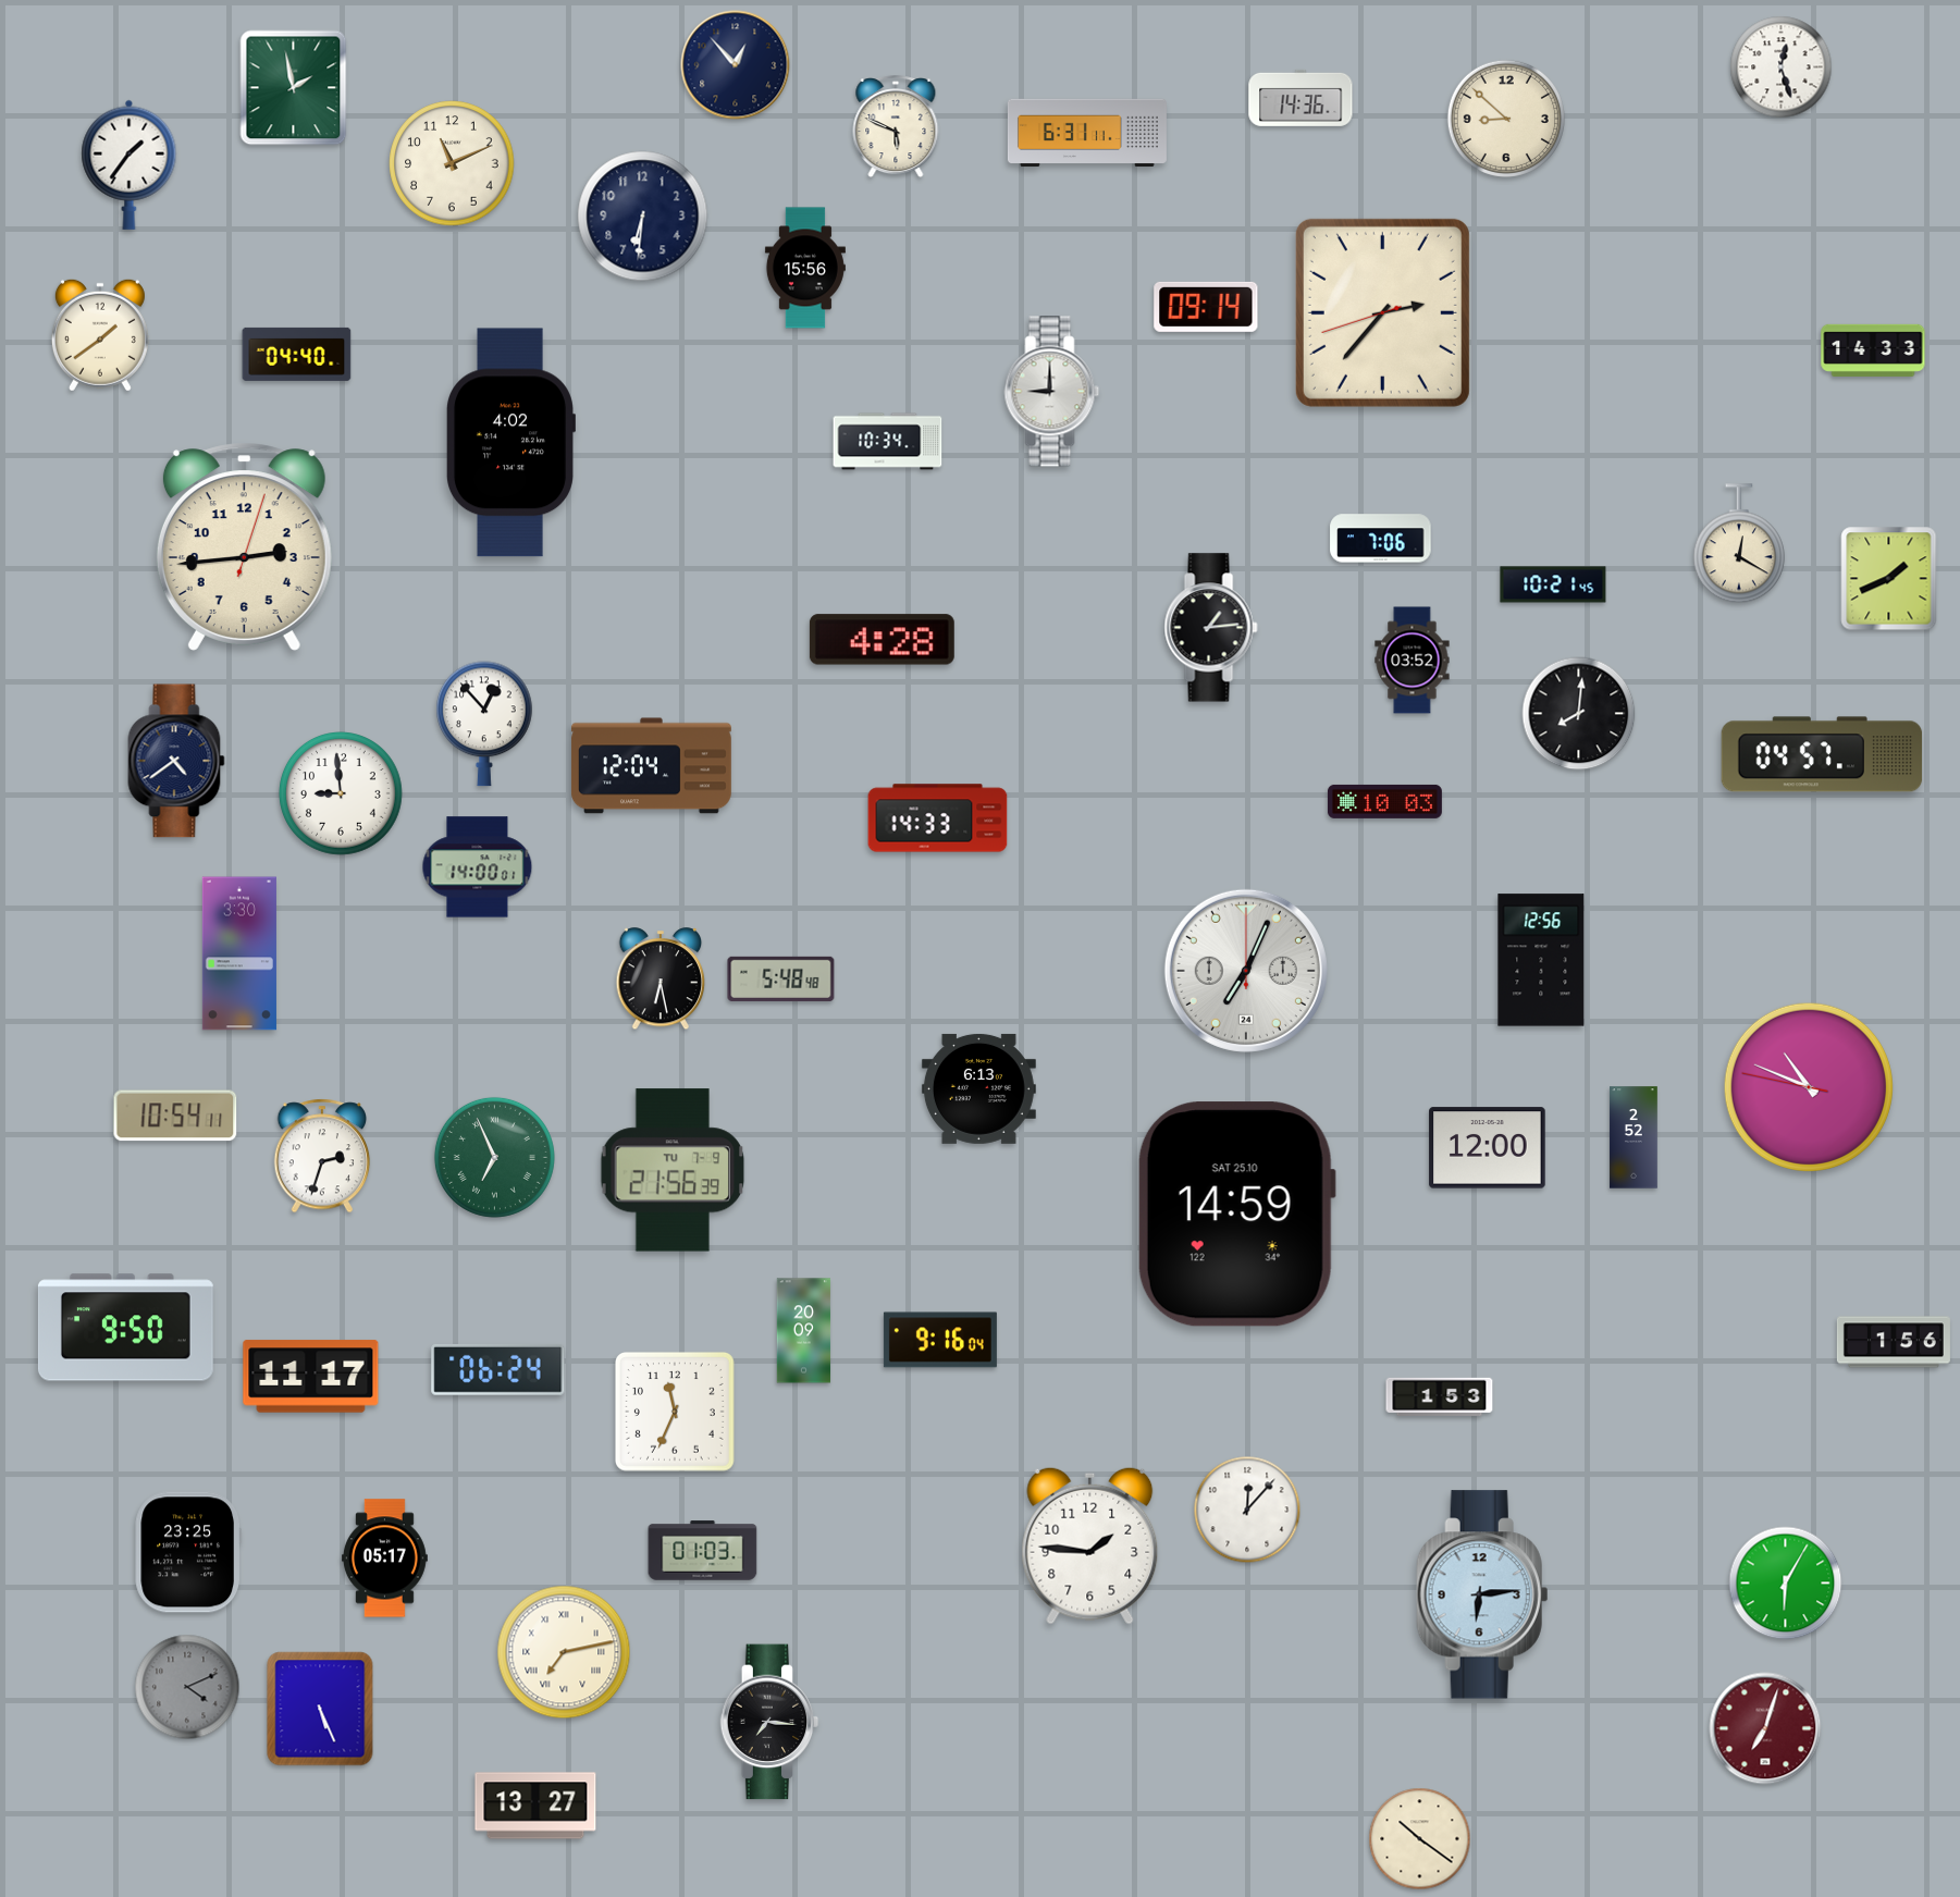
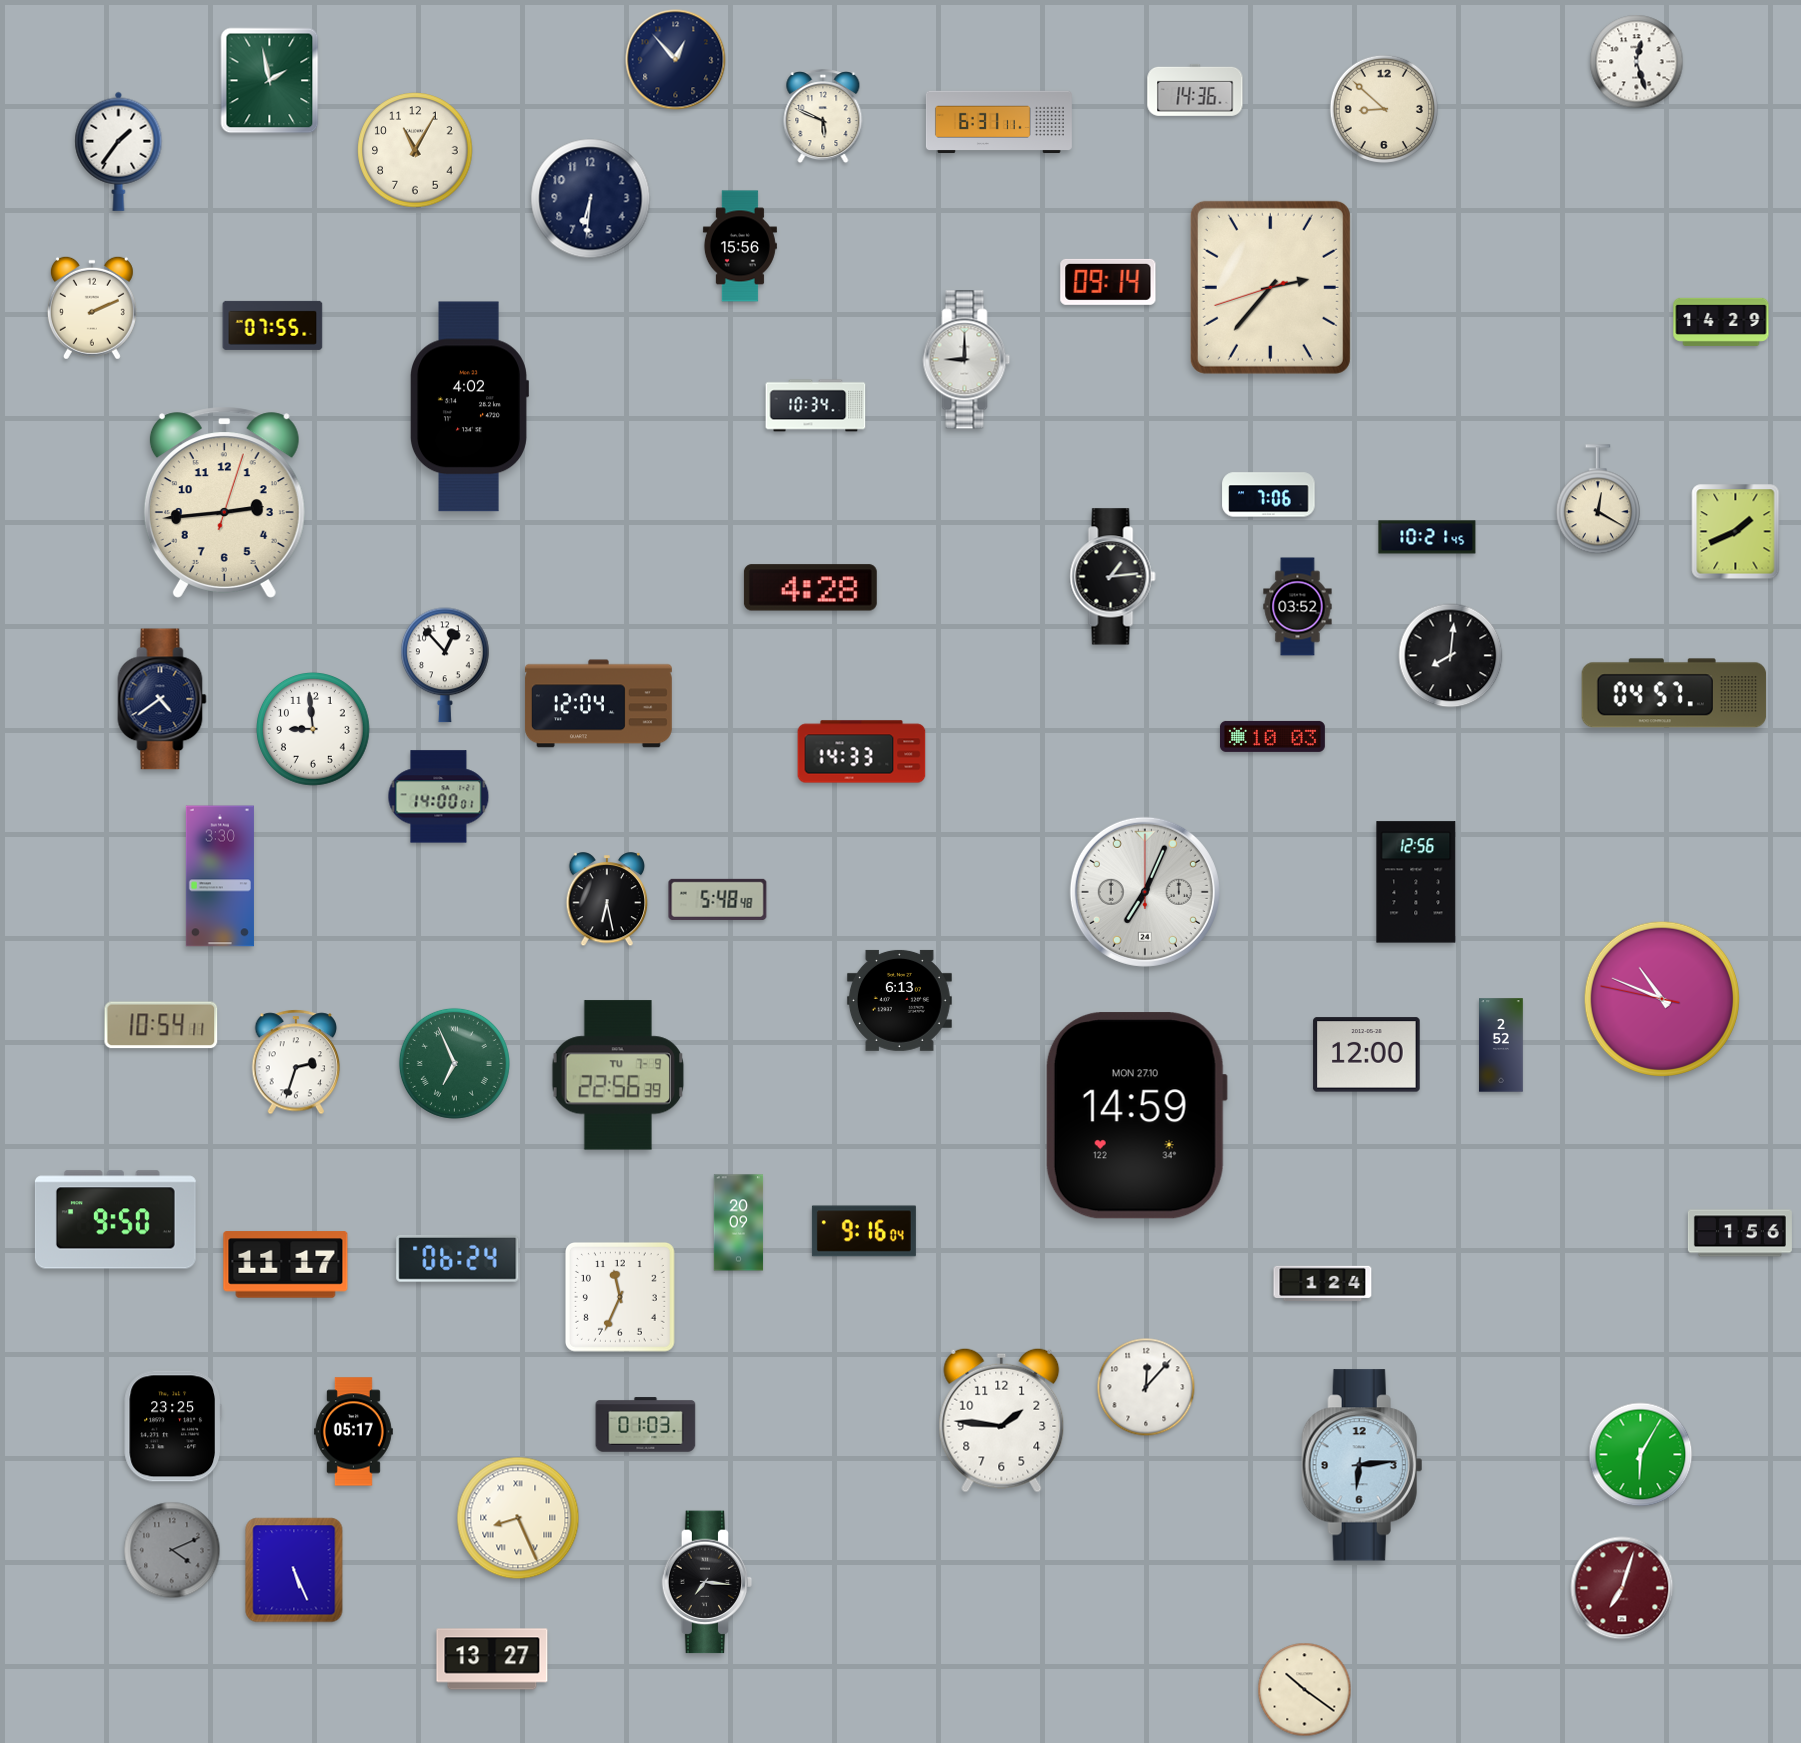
clock at (452, 163): 11:11 -> 11:05
clock at (100, 335): 1:39 -> 2:11
clock at (1873, 350): 14:33 -> 14:29
clock at (297, 354): 04:40 -> 07:55
clock at (673, 1170): 21:56 -> 22:56
clock at (1236, 1215) date: SAT 25.10 -> MON 27.10
clock at (1440, 1396): 1:53 -> 1:24
clock at (564, 1652): 7:13 -> 8:26
